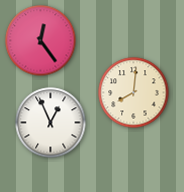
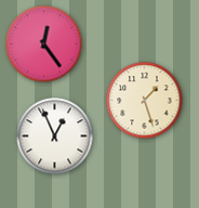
clock at (134, 93): 8:01 -> 1:27
clock at (51, 123) position: (51, 123) -> (55, 136)
